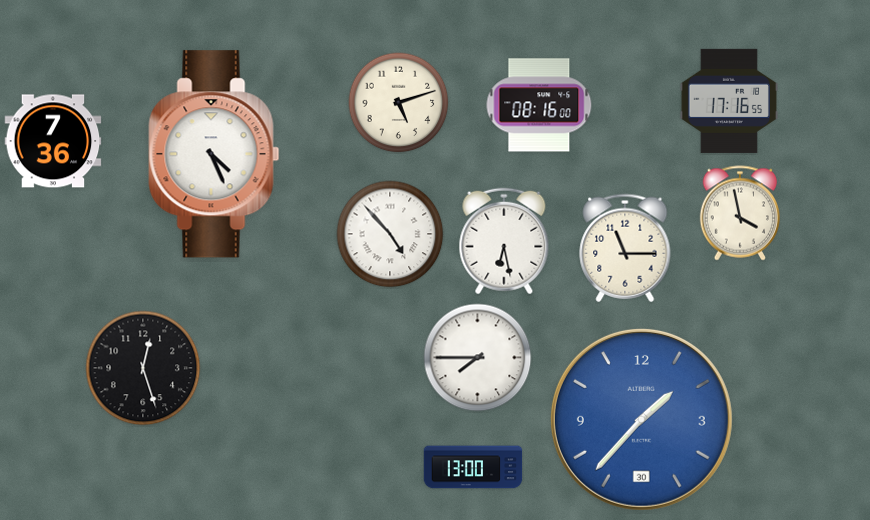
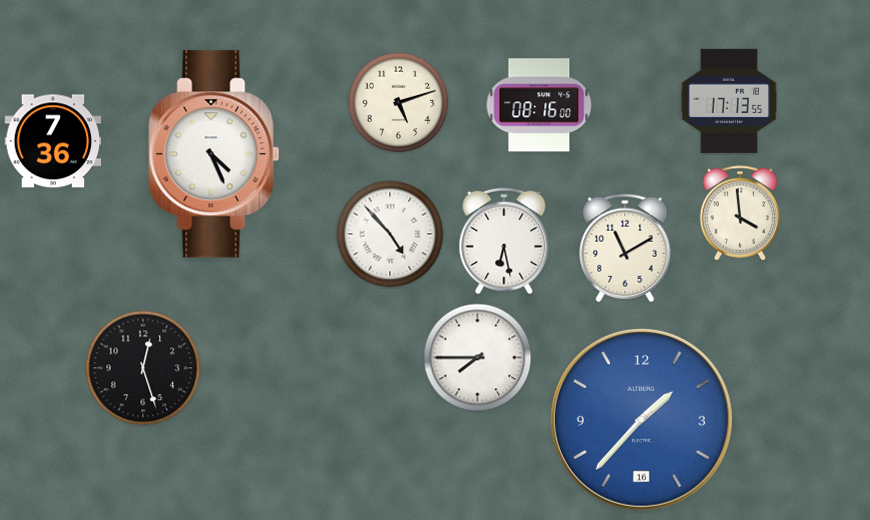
clock at (729, 101): 17:16 -> 17:13
clock at (740, 213): 3:58 -> 3:59
clock at (625, 248): 11:15 -> 11:10
clock at (641, 419) date: 30 -> 16
clock at (473, 467): 13:00 -> none
